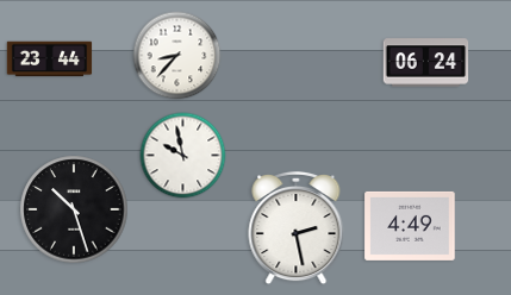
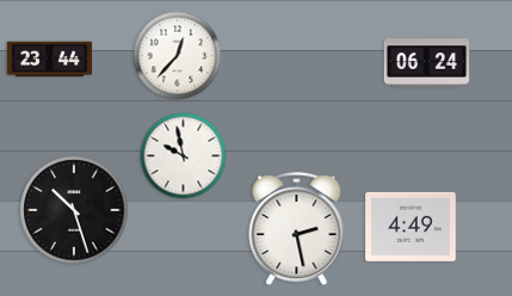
clock at (177, 56): 8:37 -> 12:37
